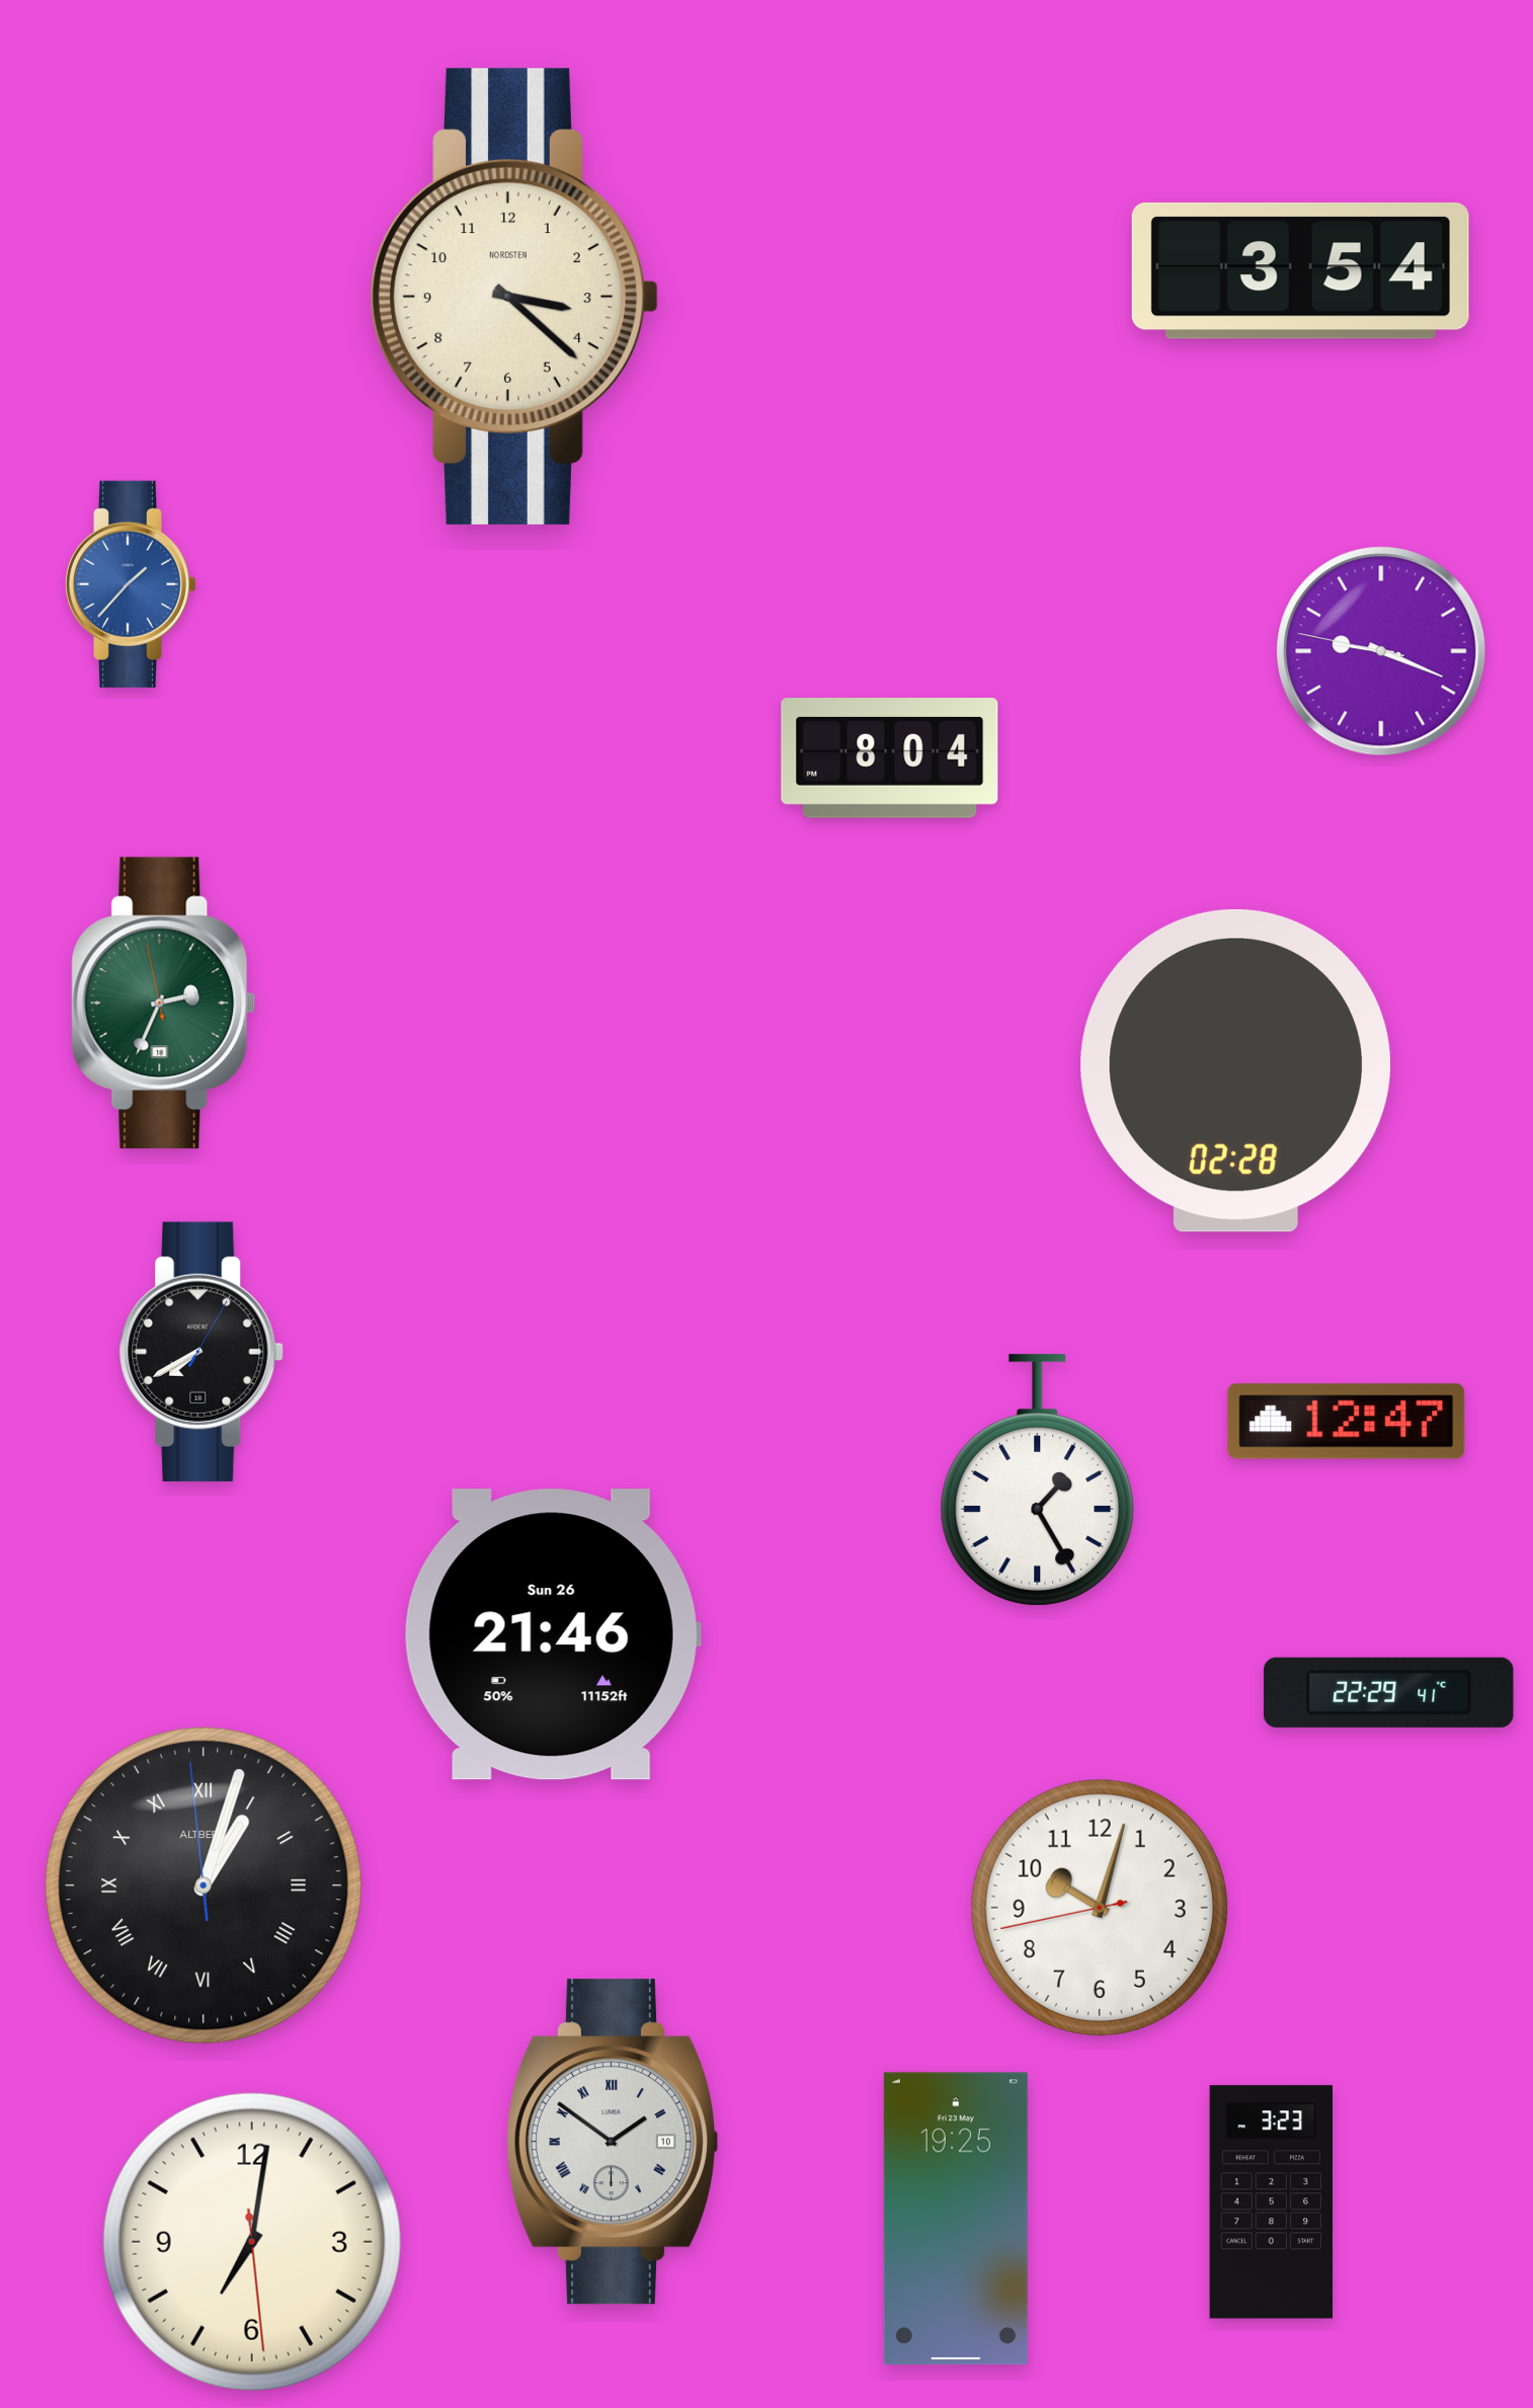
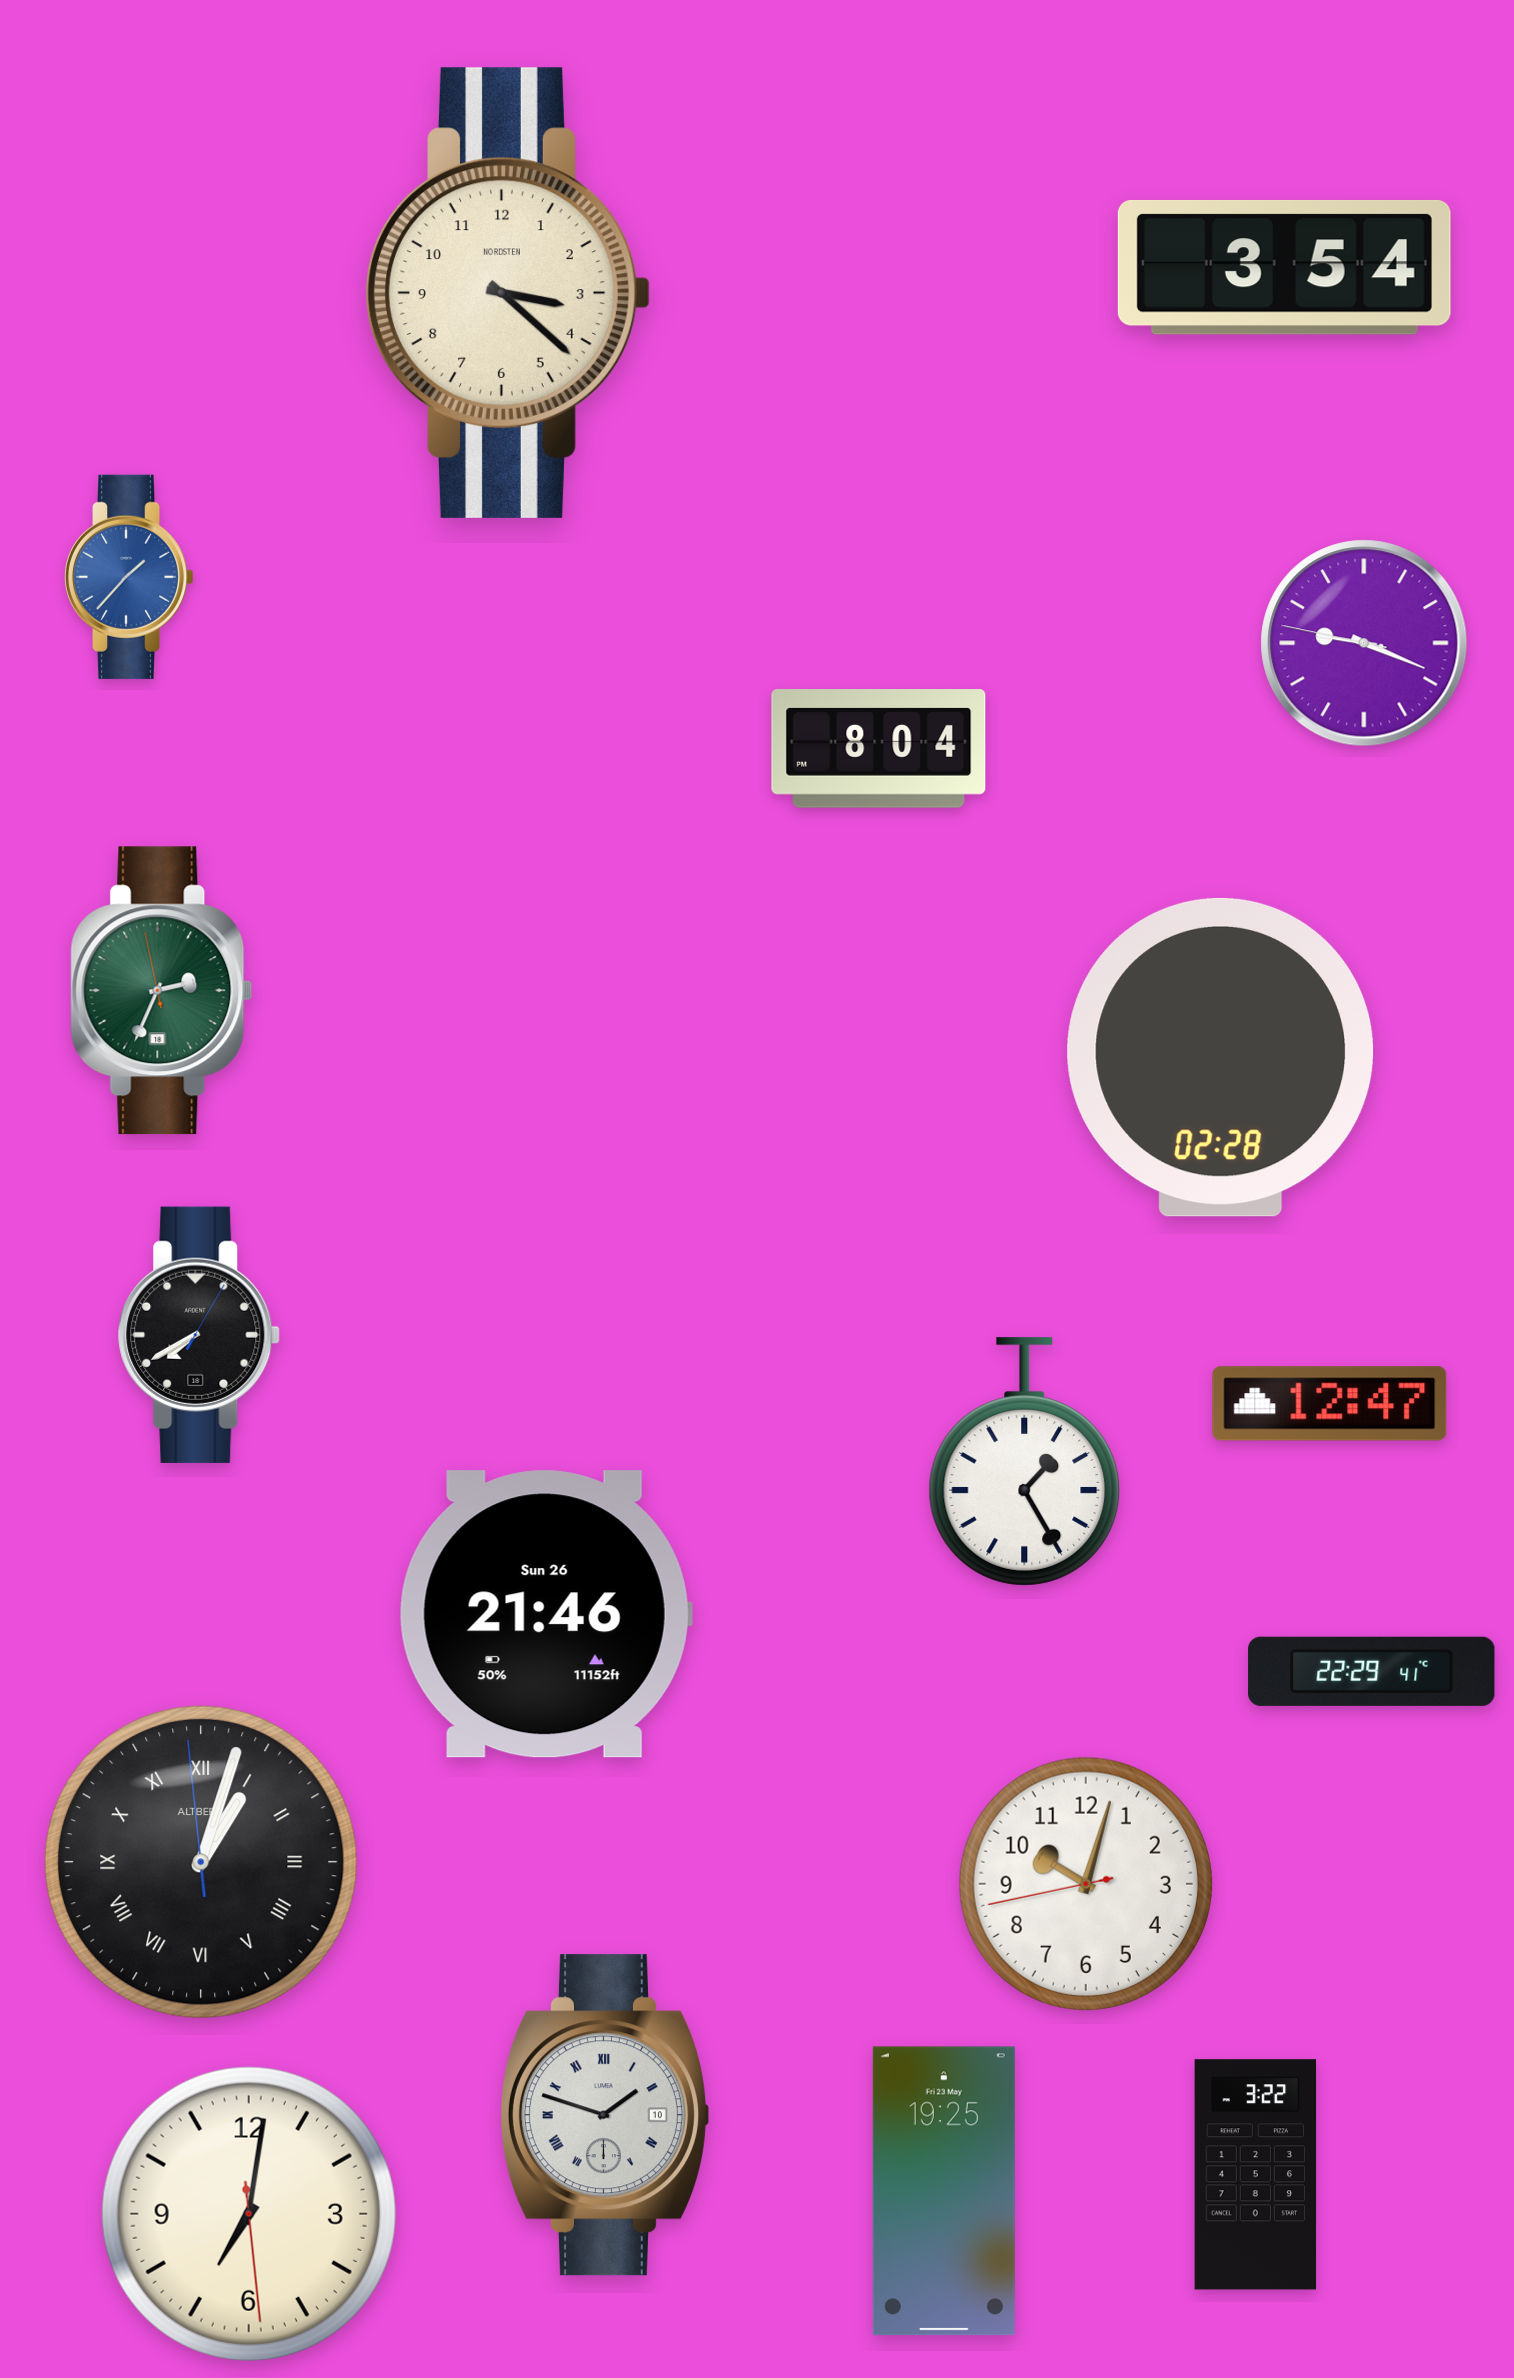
clock at (612, 2142): 1:51 -> 1:48
clock at (1272, 2202): 3:23 -> 3:22
